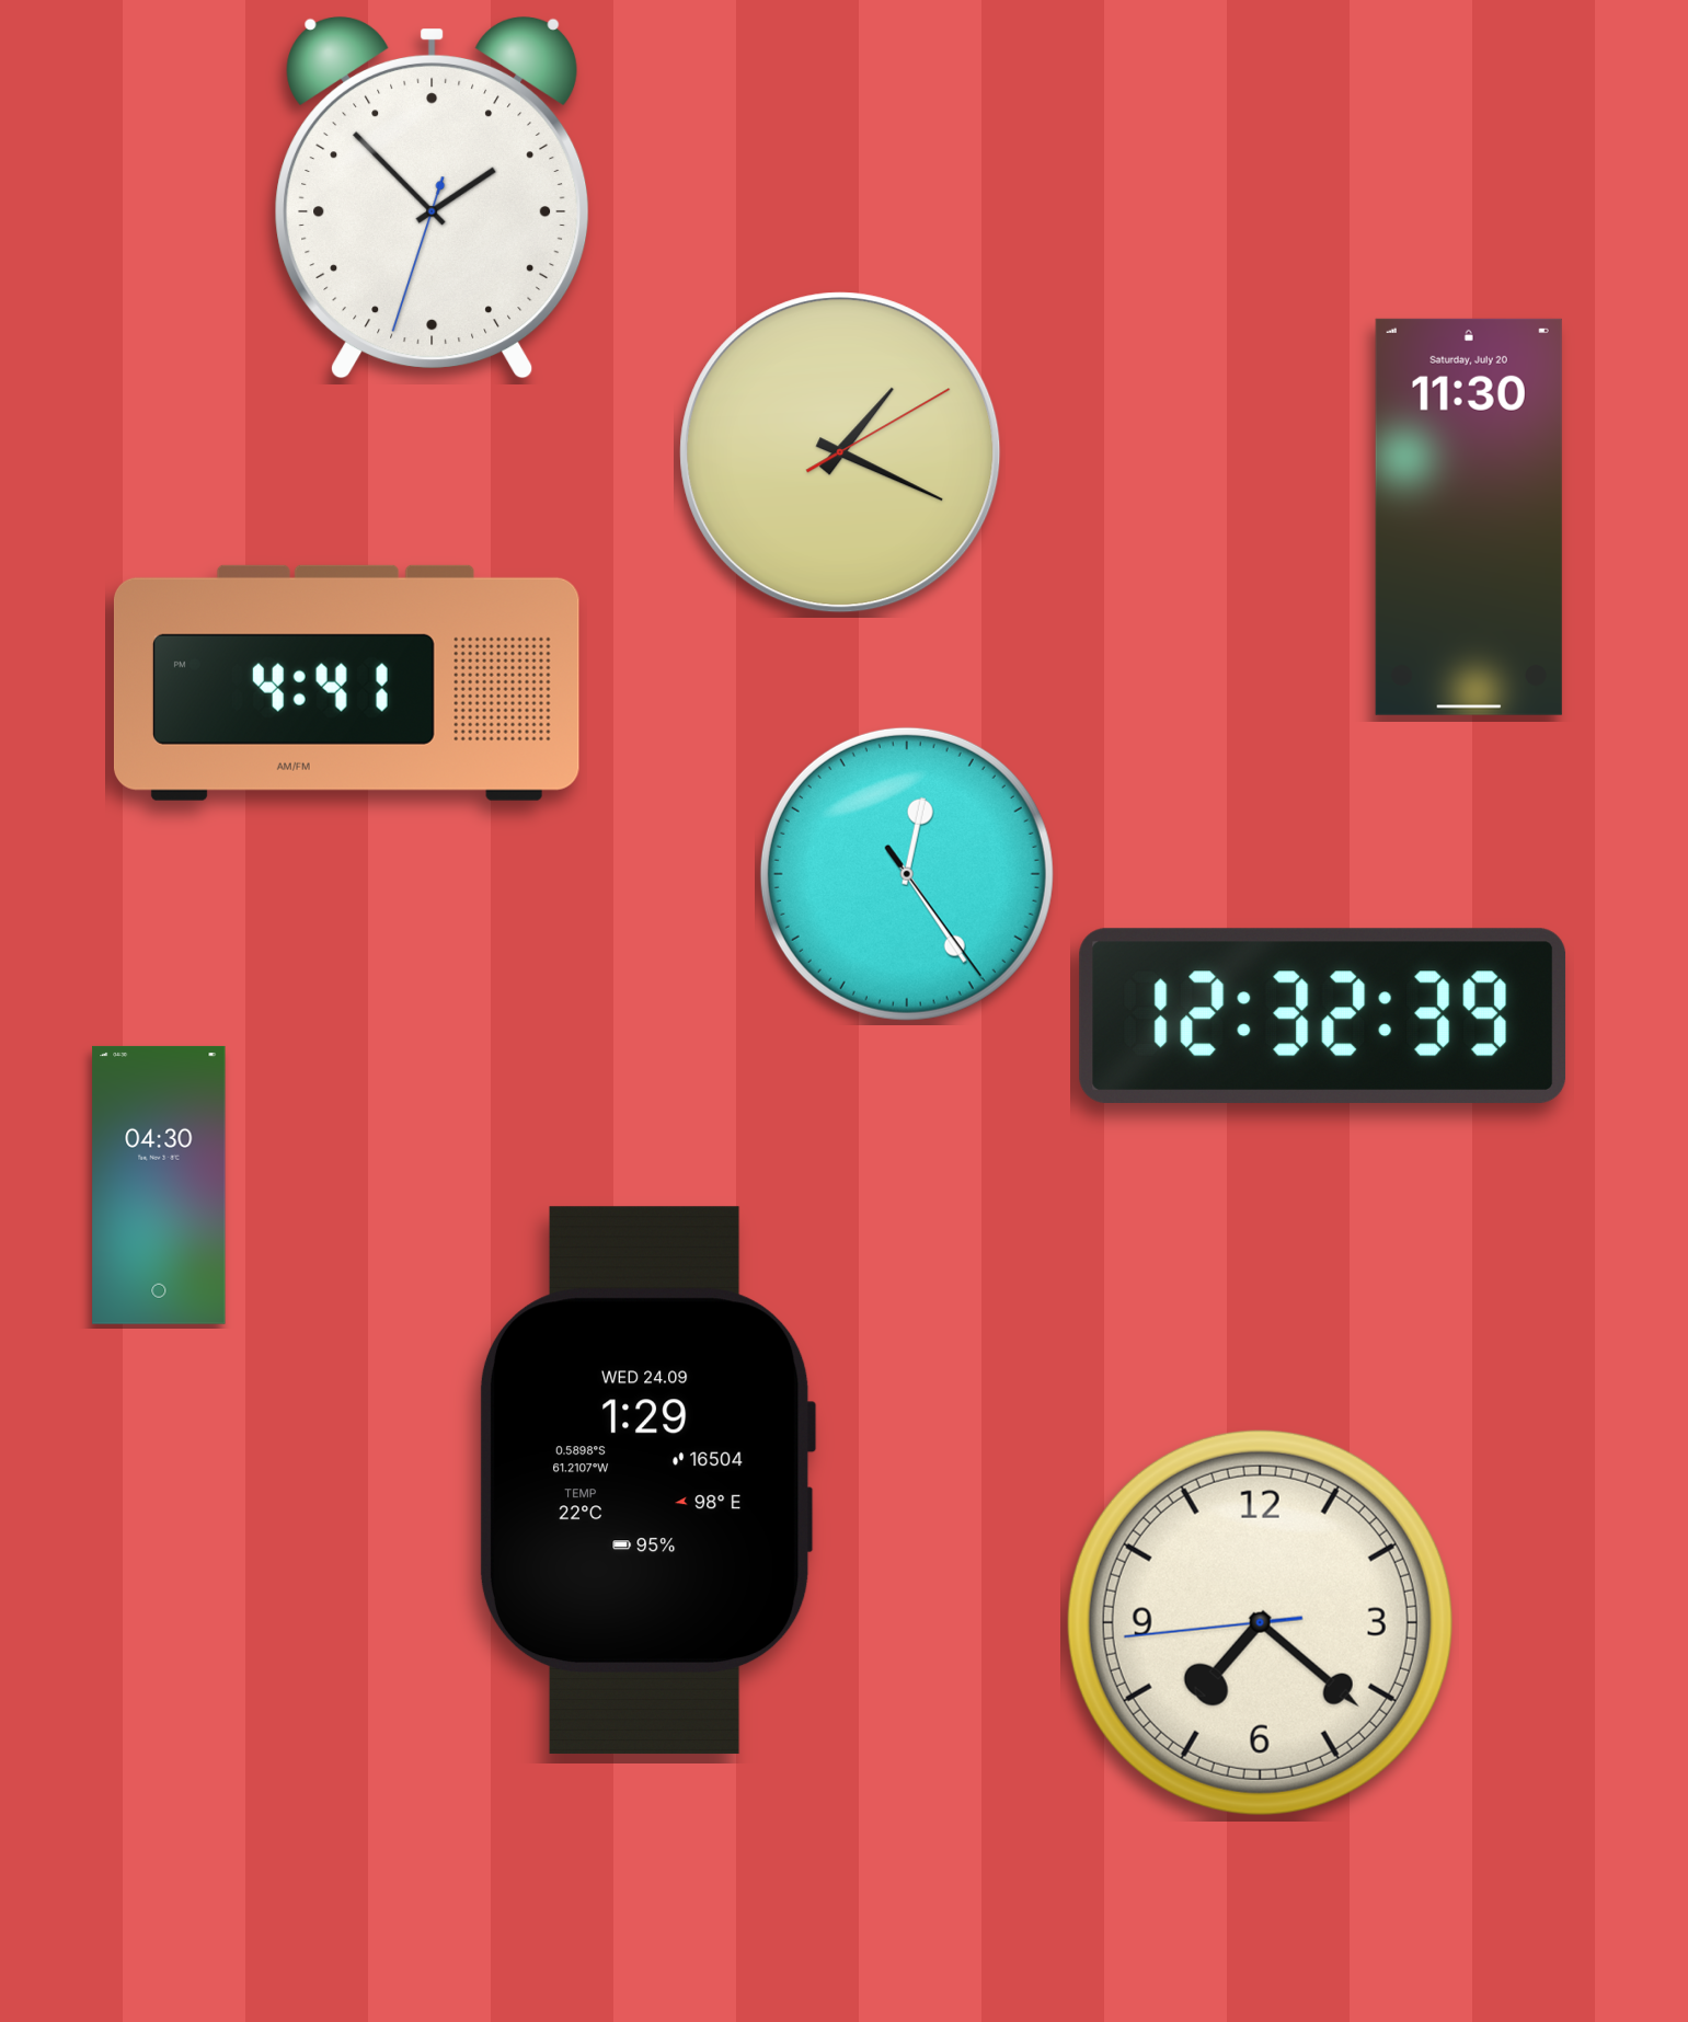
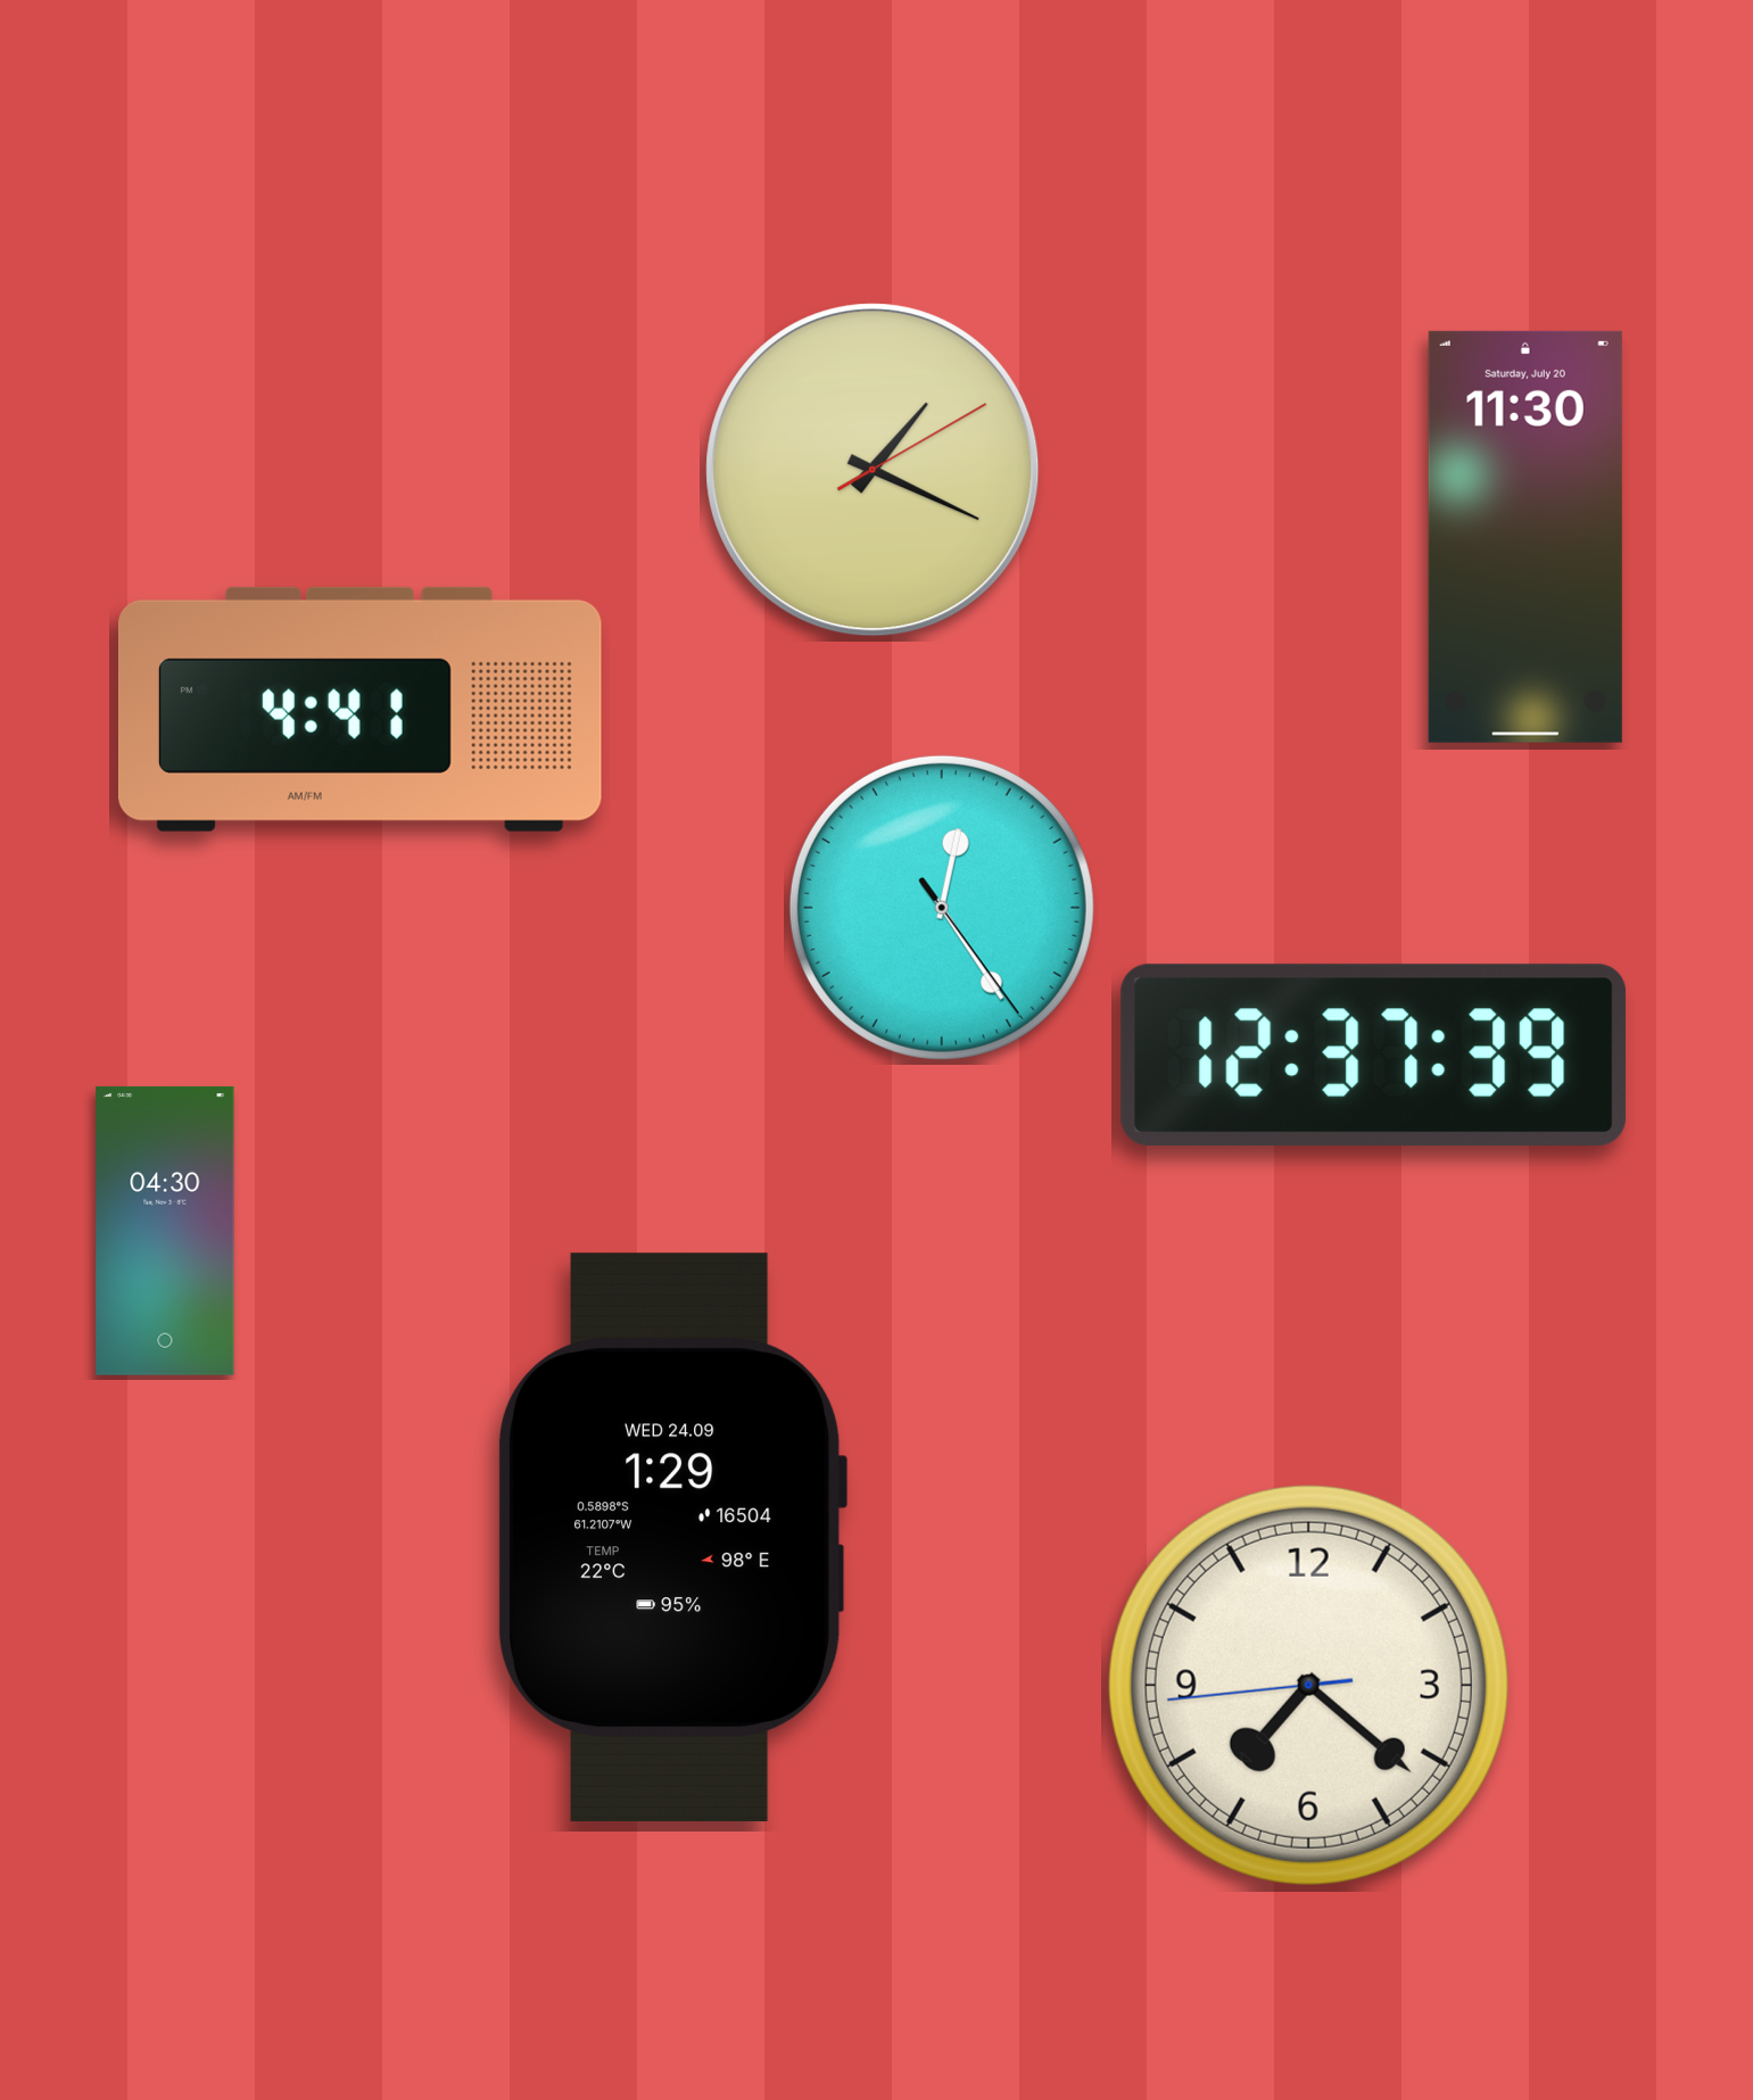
clock at (433, 198): 1:52 -> none
clock at (1323, 1015): 12:32 -> 12:37
